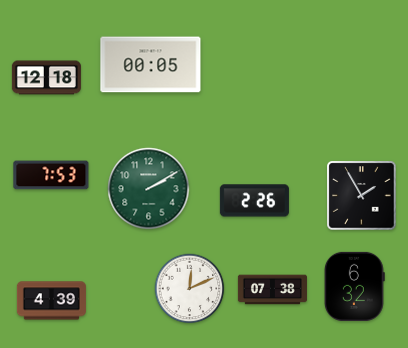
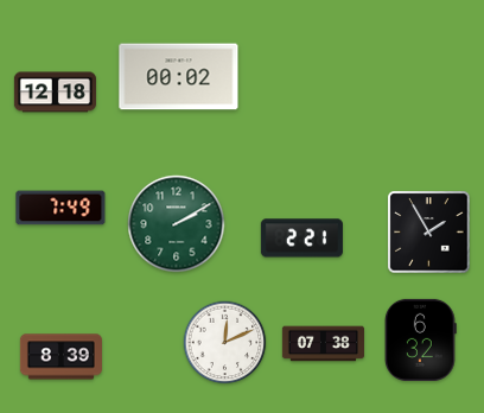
clock at (151, 65): 00:05 -> 00:02
clock at (51, 175): 7:53 -> 7:49
clock at (254, 201): 2:26 -> 2:21
clock at (51, 301): 4:39 -> 8:39
